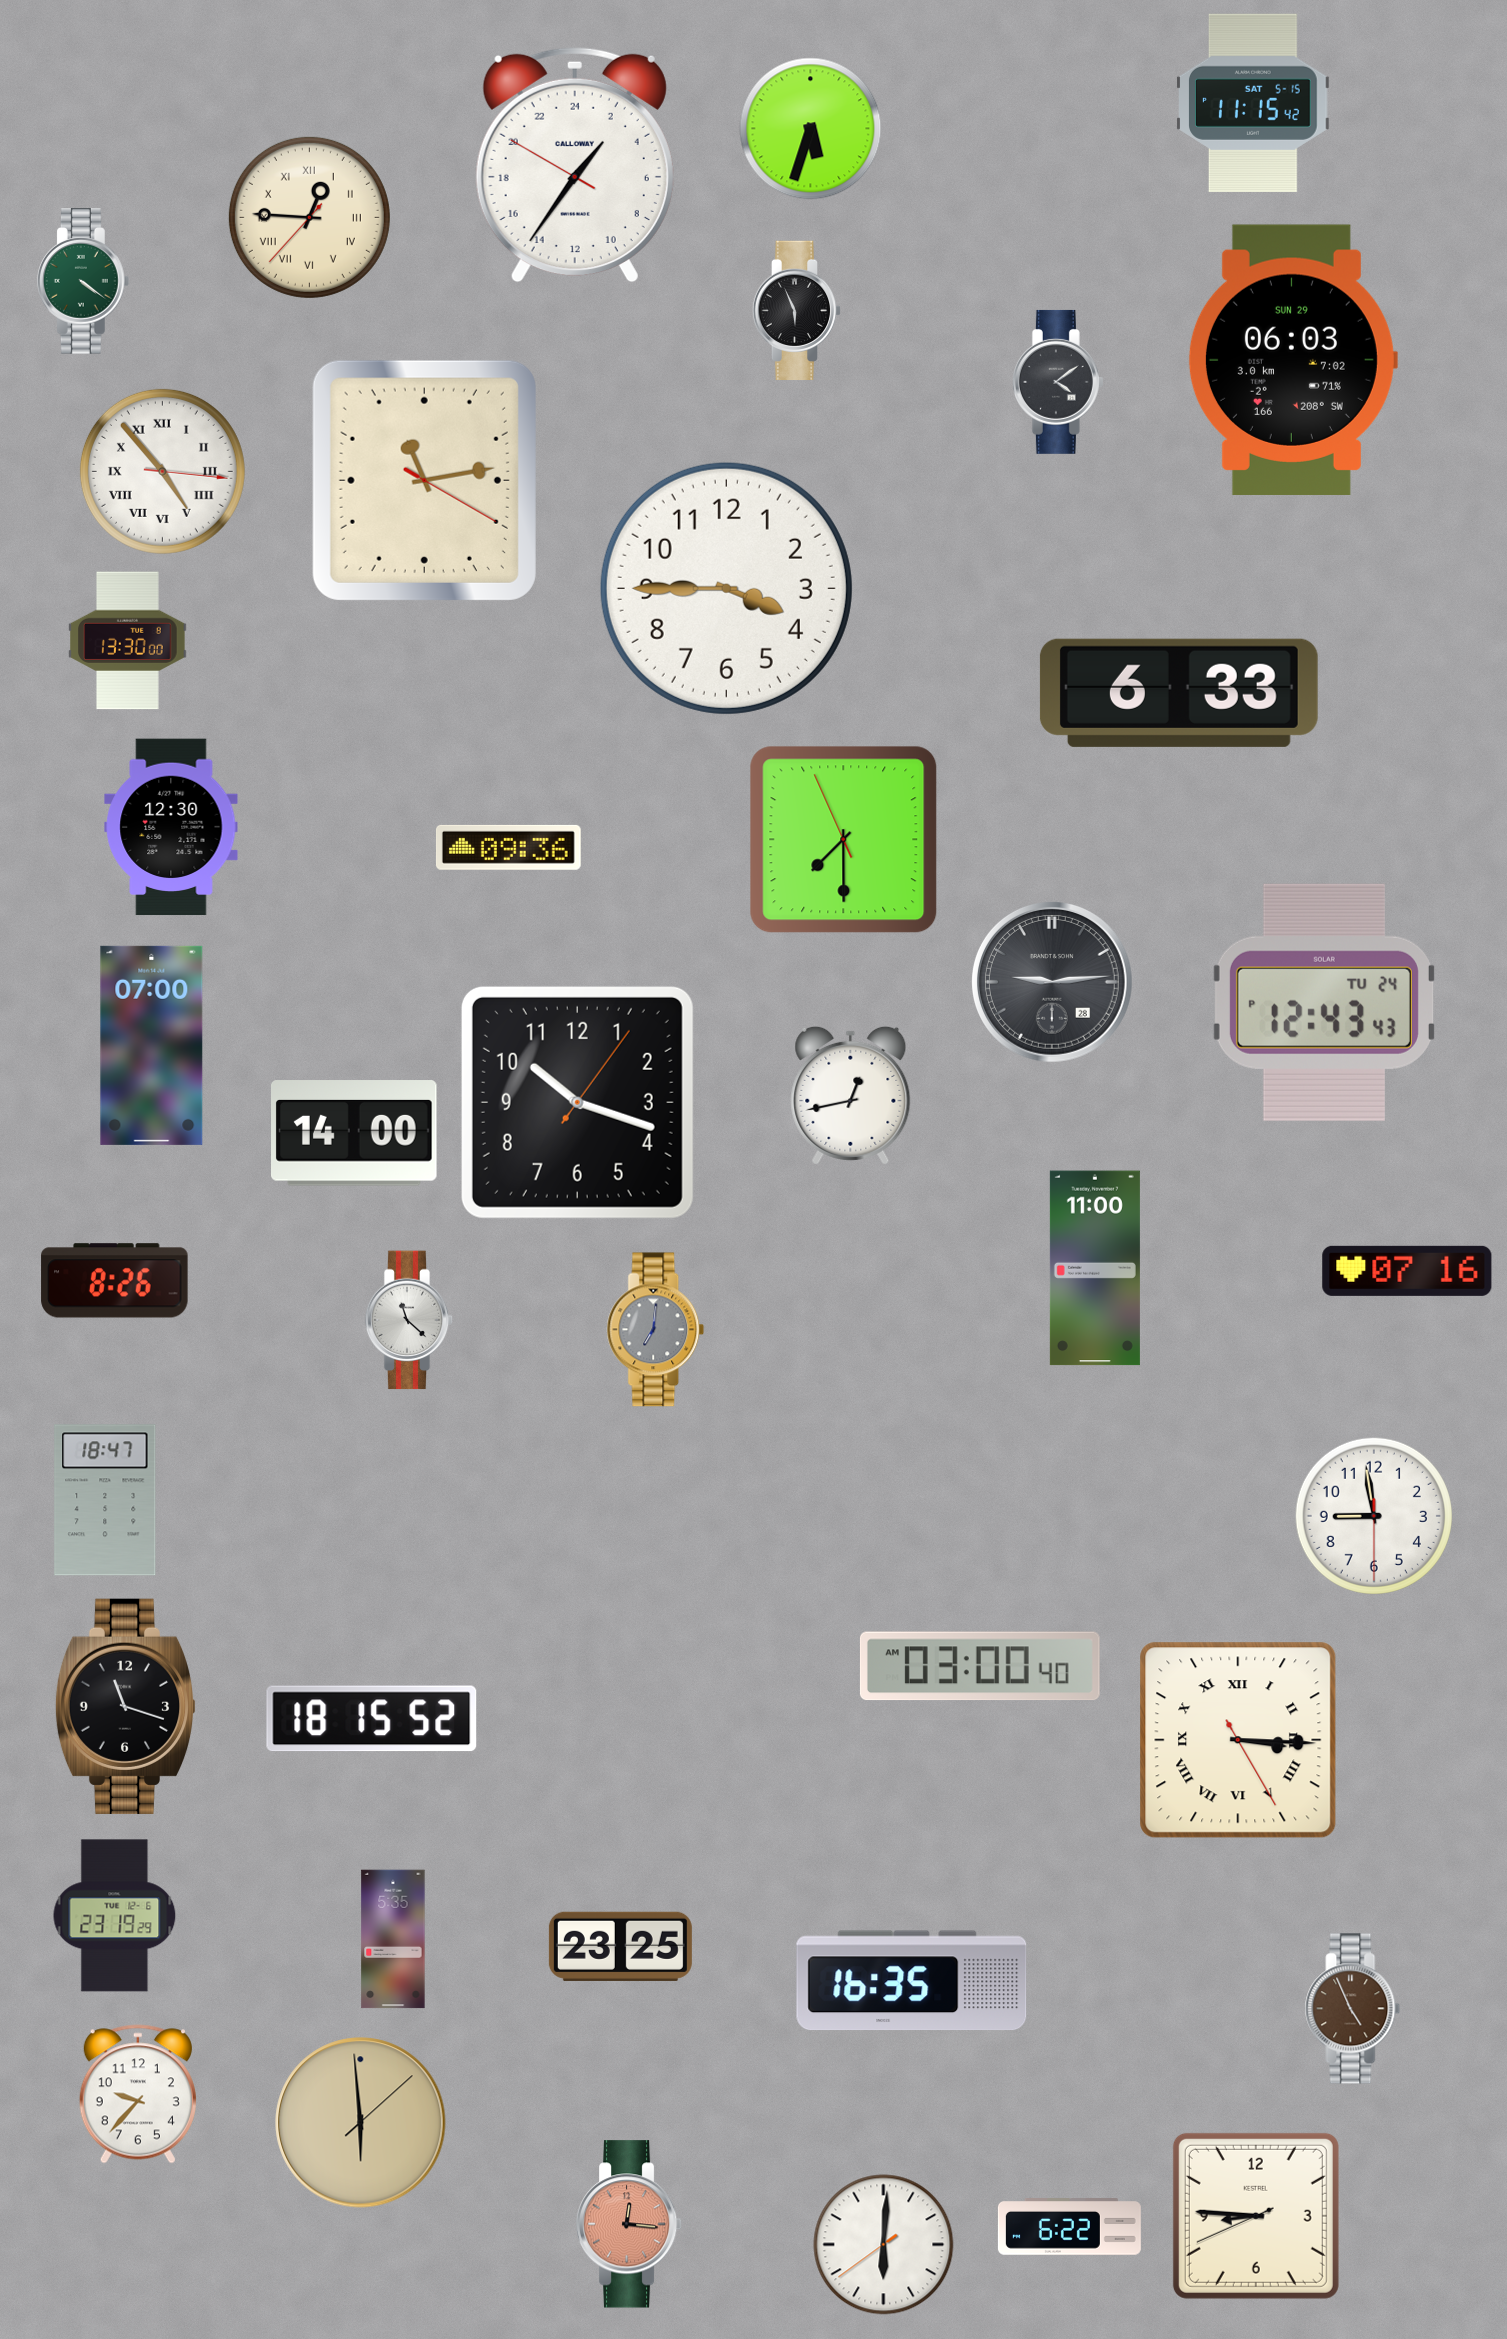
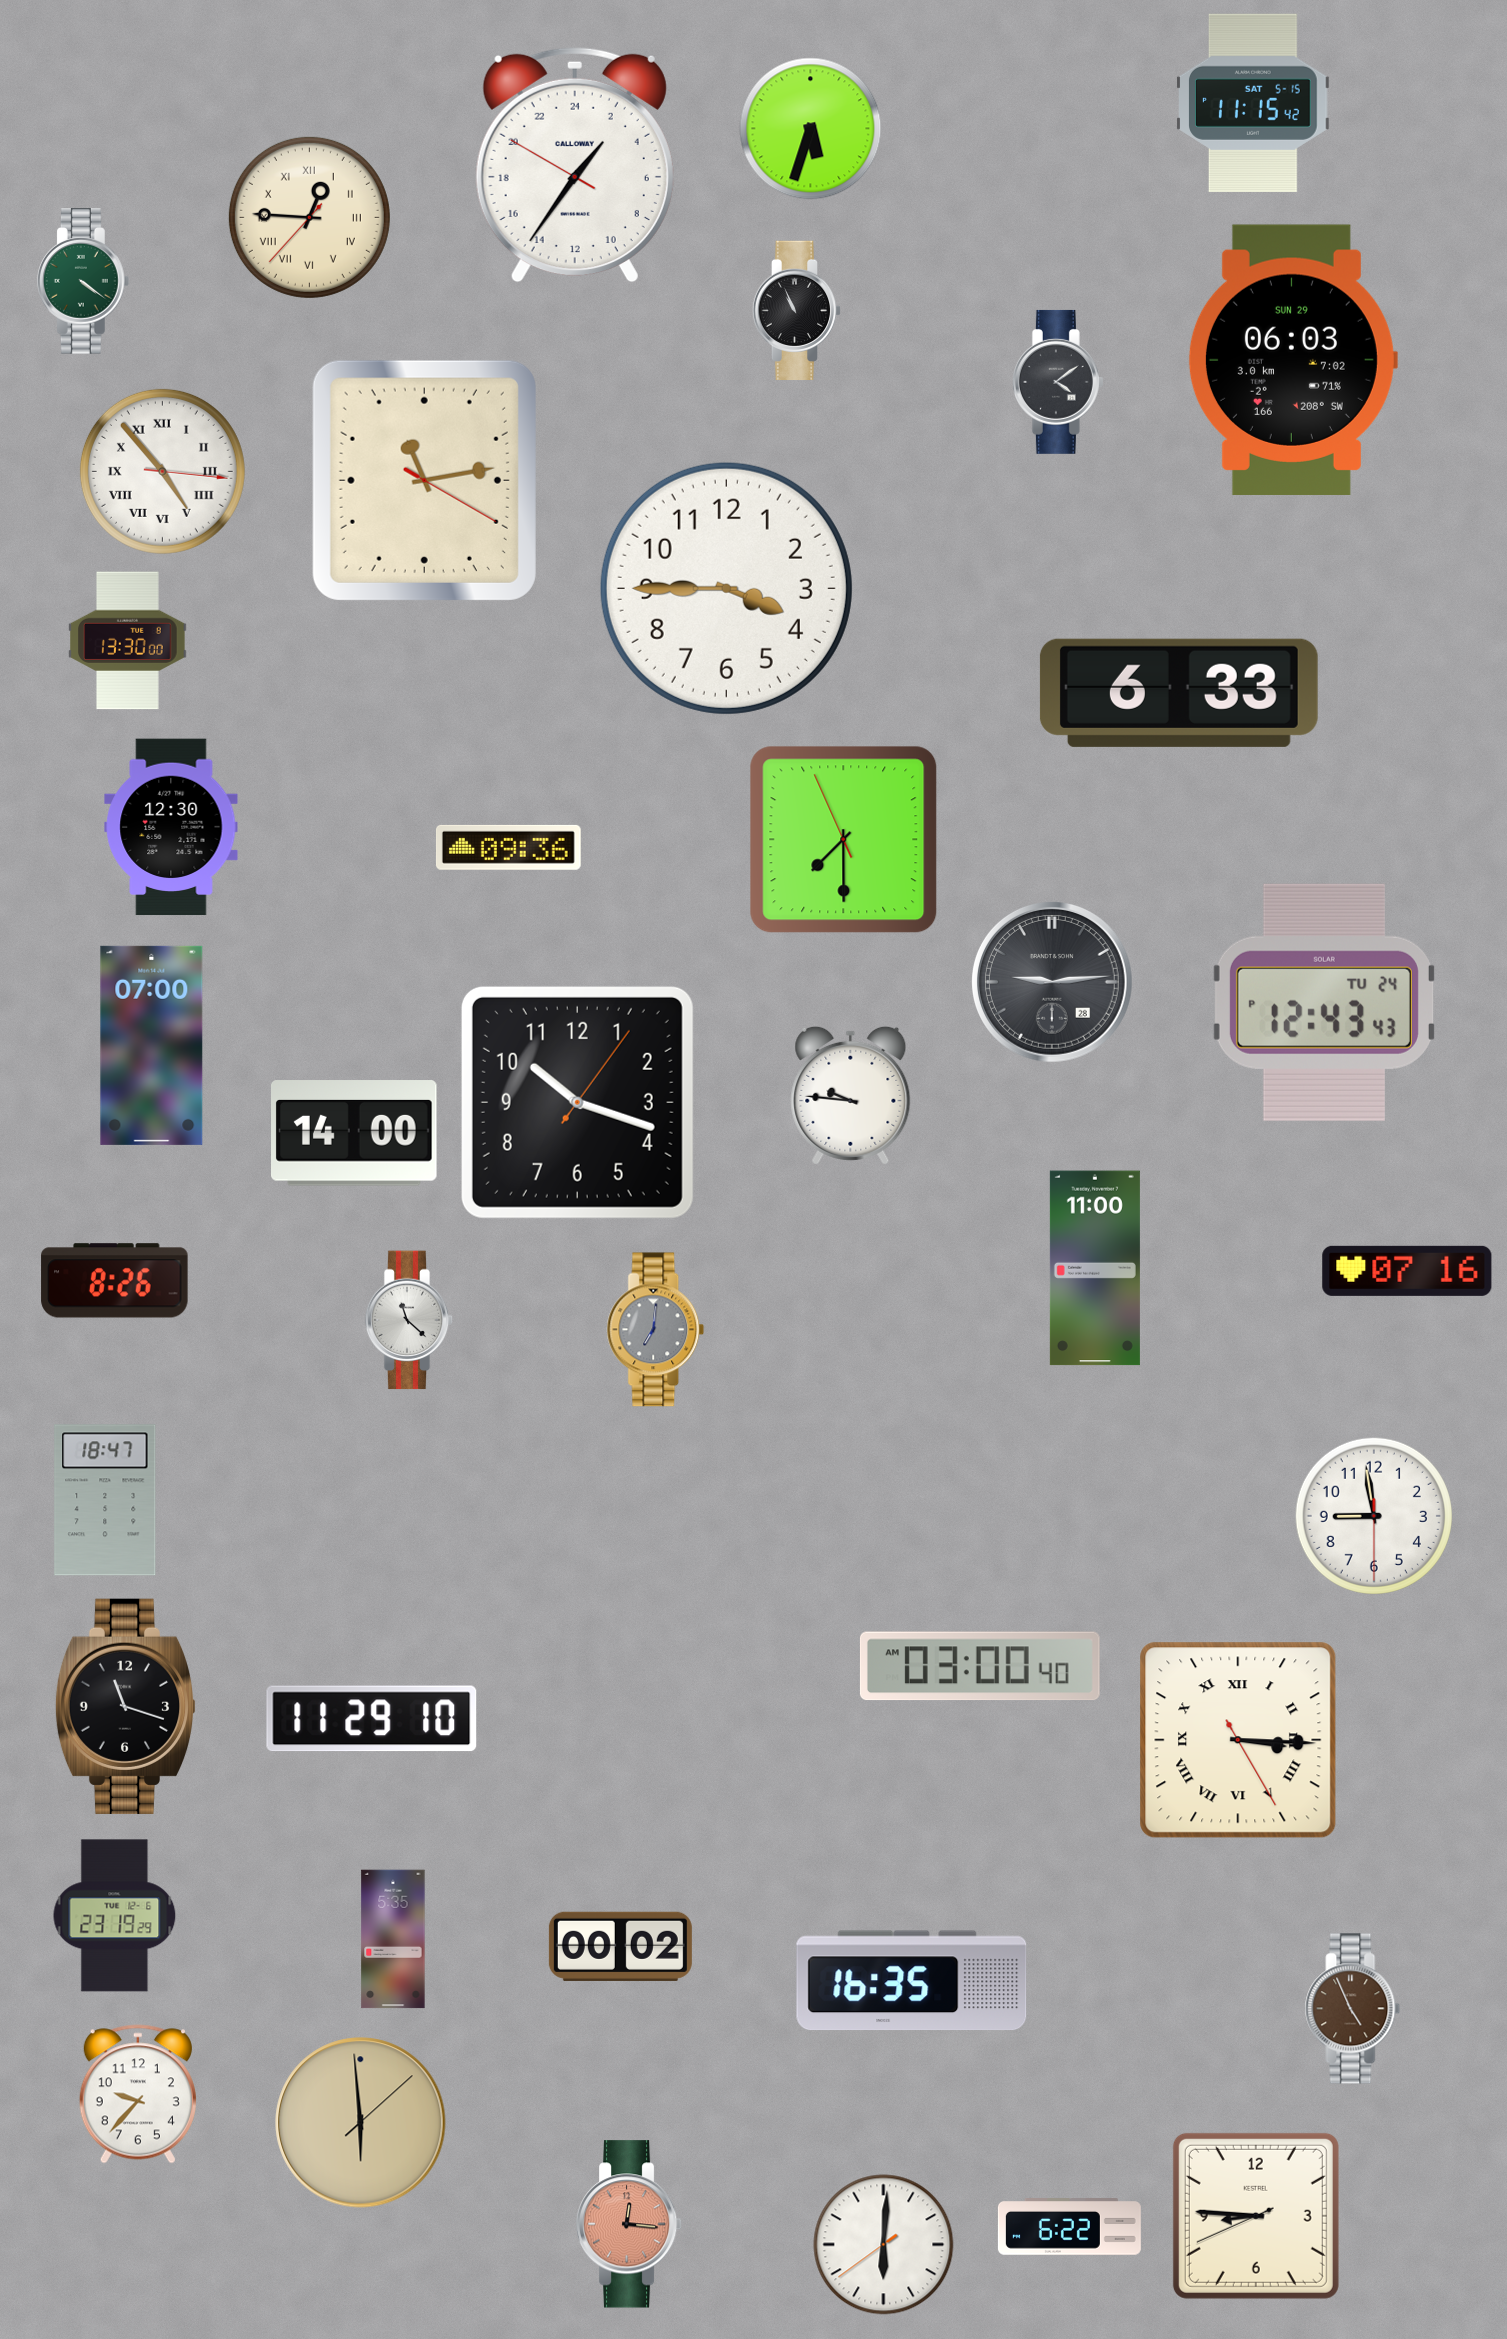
clock at (797, 311): 5:56 -> 10:56
clock at (851, 1095): 12:43 -> 9:46
clock at (372, 1719): 18:15 -> 11:29
clock at (620, 1946): 23:25 -> 00:02
